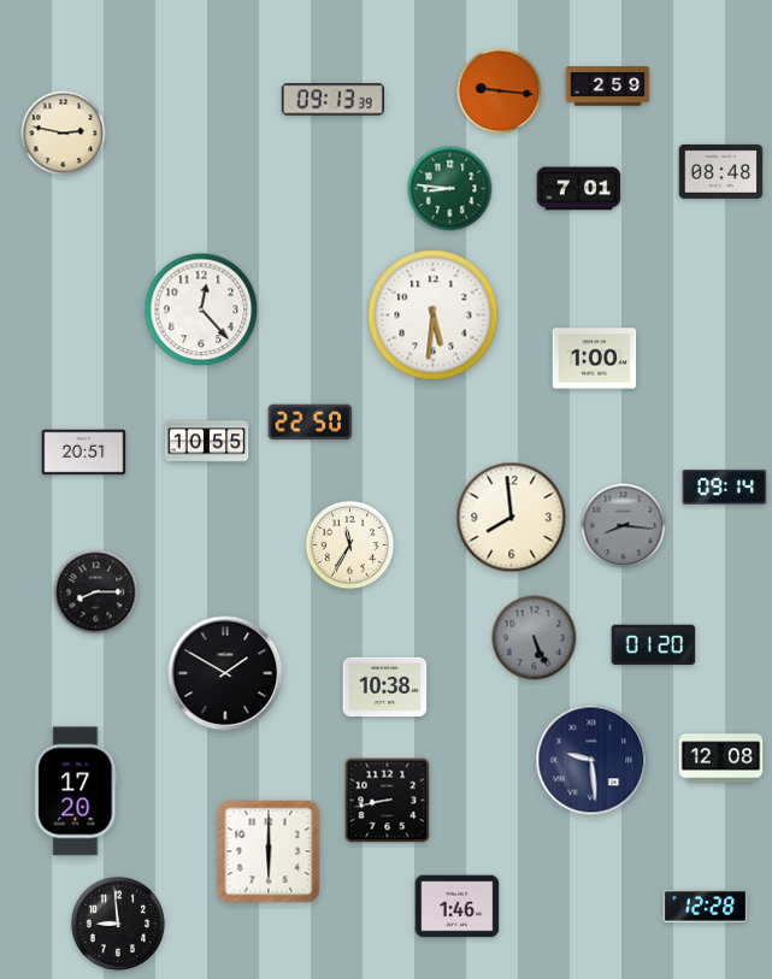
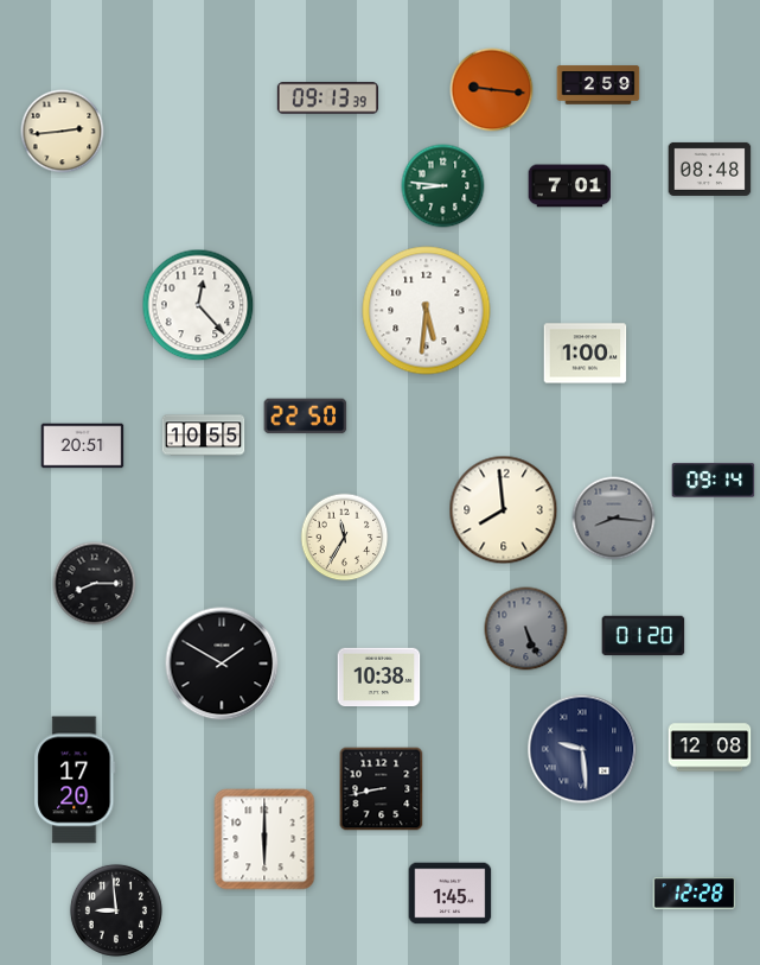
clock at (64, 134): 2:47 -> 2:44
clock at (458, 907): 1:46 -> 1:45
